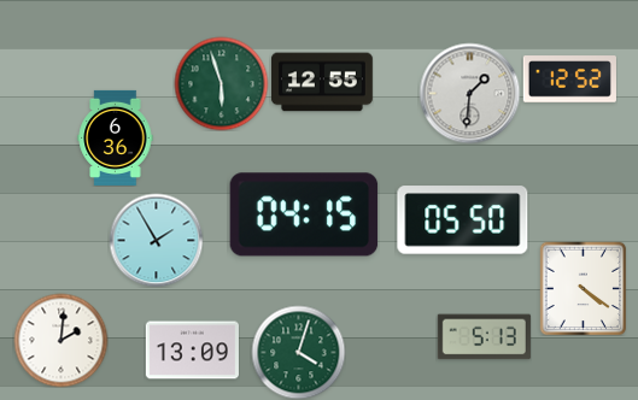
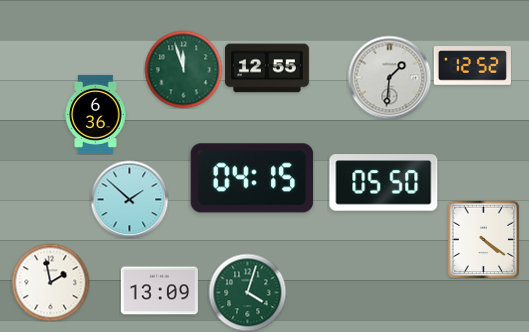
clock at (221, 83): 5:57 -> 11:57
clock at (156, 240): 1:55 -> 1:52
clock at (484, 337): 5:13 -> none
clock at (60, 340): 2:01 -> 1:58
